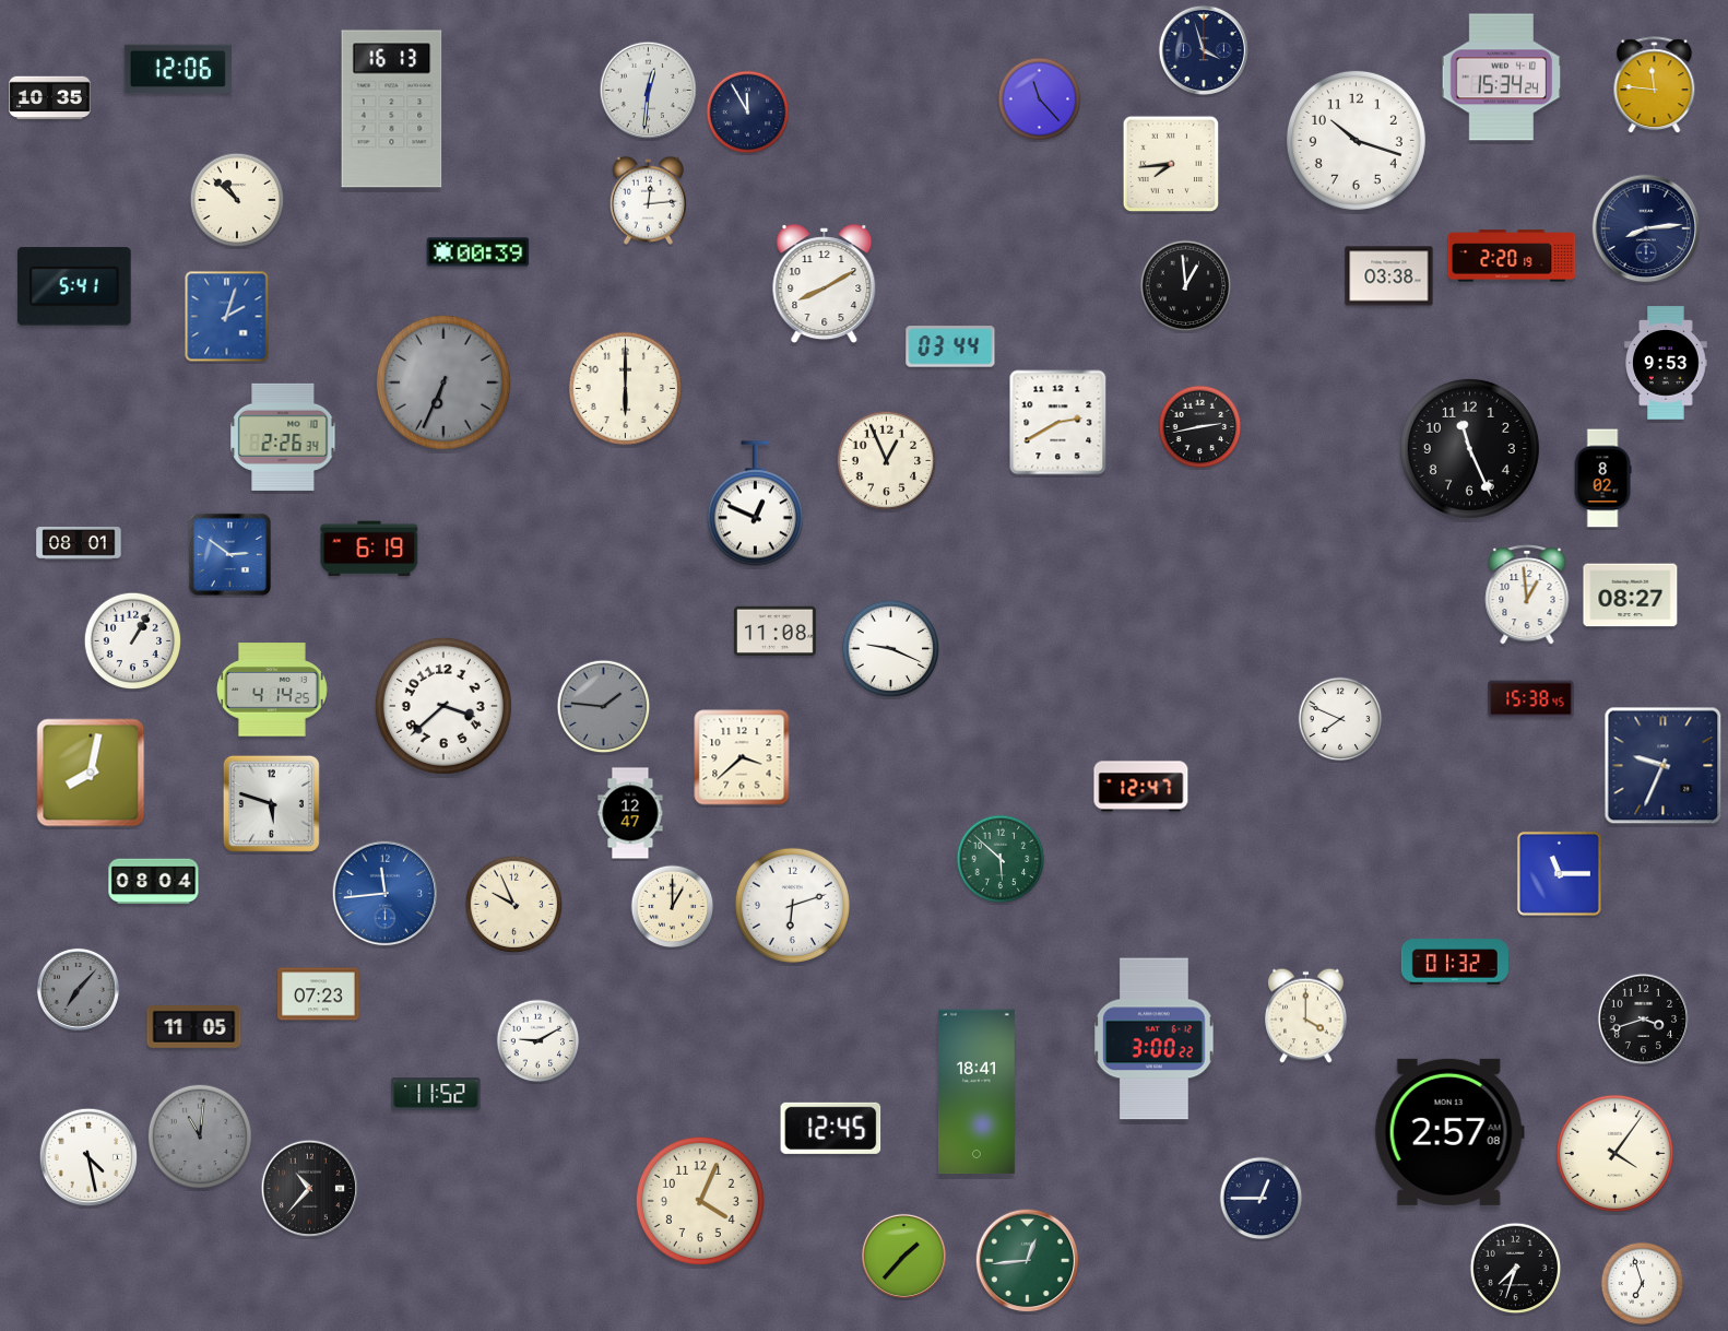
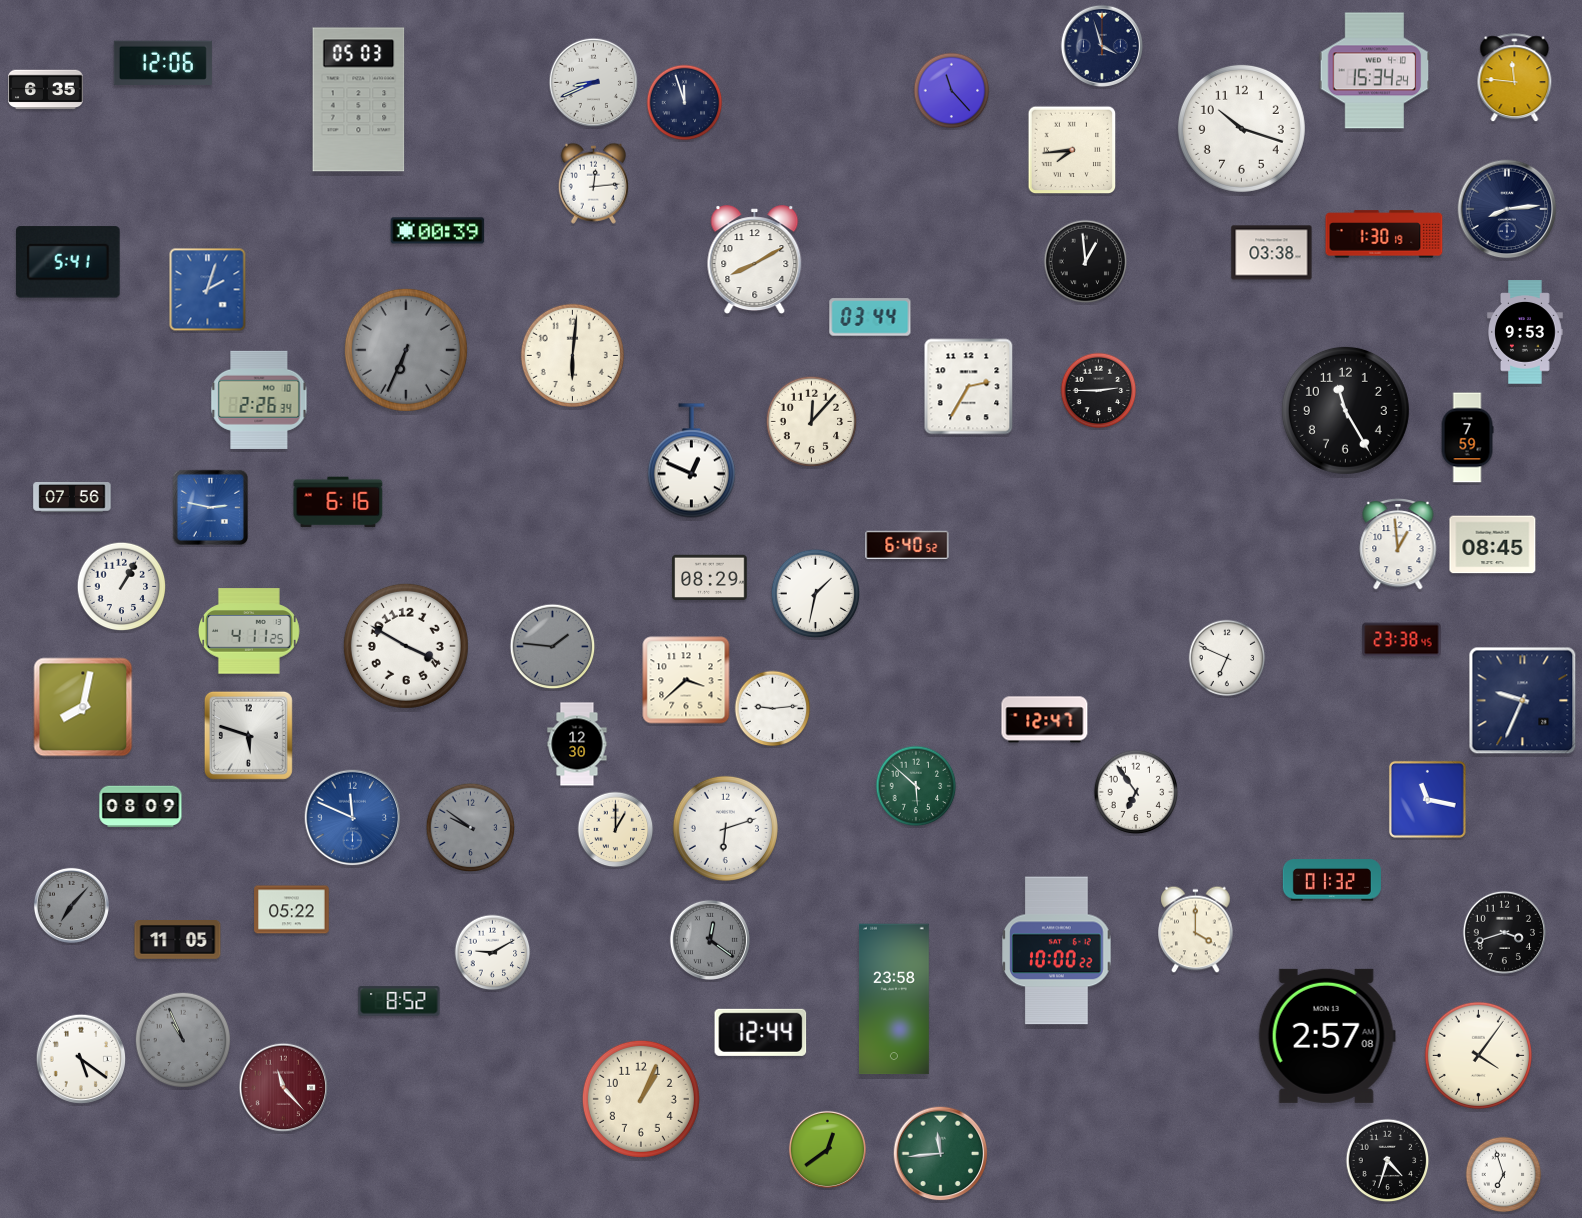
clock at (649, 91): 12:31 -> 8:41
clock at (50, 98): 10:35 -> 6:35
clock at (392, 109): 16:13 -> 05:03
clock at (748, 113): 11:55 -> 11:57
clock at (237, 200): 10:52 -> none
clock at (1512, 256): 2:20 -> 1:30
clock at (625, 388): 6:00 -> 6:01
clock at (1058, 423): 2:40 -> 2:35
clock at (1200, 427): 2:43 -> 2:45
clock at (1469, 448): 11:26 -> 11:25
clock at (887, 461): 12:56 -> 12:07
clock at (1602, 479): 8:02 -> 7:59
clock at (79, 544): 08:01 -> 07:56
clock at (369, 549): 6:19 -> 6:16
clock at (229, 554): 2:51 -> 2:47
clock at (907, 545): none -> 6:40
clock at (1631, 596): 08:27 -> 08:45
clock at (776, 632): 11:08 -> 08:29
clock at (891, 649): 9:19 -> 1:32
clock at (272, 690): 4:14 -> 4:11
clock at (1531, 699): 15:38 -> 23:38
clock at (443, 706): 3:38 -> 3:50
clock at (1340, 719): 7:49 -> 6:49
clock at (742, 757) position: (742, 757) -> (686, 680)
clock at (773, 709): none -> 9:14
clock at (630, 813): 12:47 -> 12:30
clock at (1136, 792): none -> 6:54
clock at (1559, 873): 11:15 -> 11:17
clock at (154, 882): 08:04 -> 08:09
clock at (386, 894): 11:44 -> 11:49
clock at (514, 905): 9:56 -> 9:51
clock at (514, 905) dial: cream -> grey
clock at (319, 994): 07:23 -> 05:22
clock at (710, 940): none -> 12:21
clock at (1155, 1039): 3:00 -> 10:00
clock at (977, 1092): 18:41 -> 23:58
clock at (436, 1094): 11:52 -> 8:52
clock at (831, 1128): 12:45 -> 12:44
clock at (199, 1135): 11:01 -> 10:56
clock at (88, 1157): 4:28 -> 5:21
clock at (310, 1189): 10:37 -> 11:23
clock at (310, 1189) dial: black -> burgundy
clock at (1262, 1199): 12:45 -> none
clock at (700, 1201): 4:04 -> 1:04
clock at (903, 1256): 1:37 -> 12:39
clock at (1028, 1261): 12:44 -> 11:44
clock at (1516, 1269): 7:33 -> 4:33
